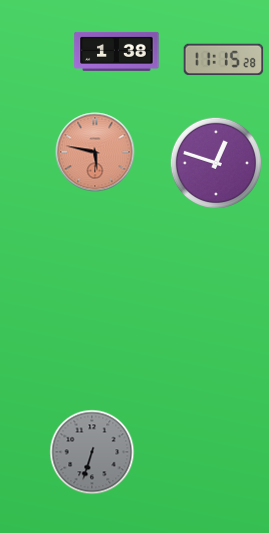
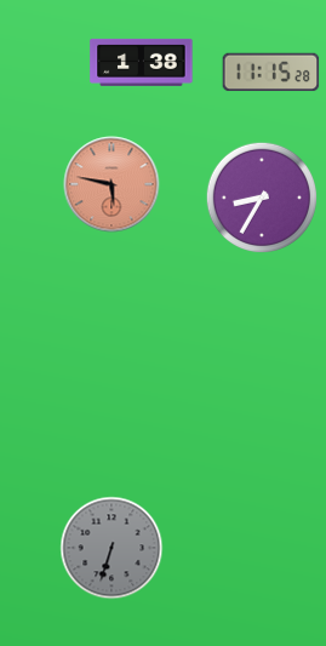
clock at (95, 152) position: (95, 152) -> (111, 184)
clock at (215, 162): 12:48 -> 8:35
